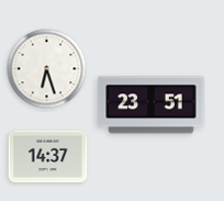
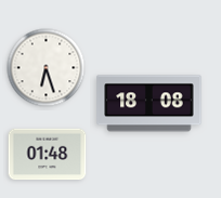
clock at (152, 105): 23:51 -> 18:08
clock at (48, 157): 14:37 -> 01:48
